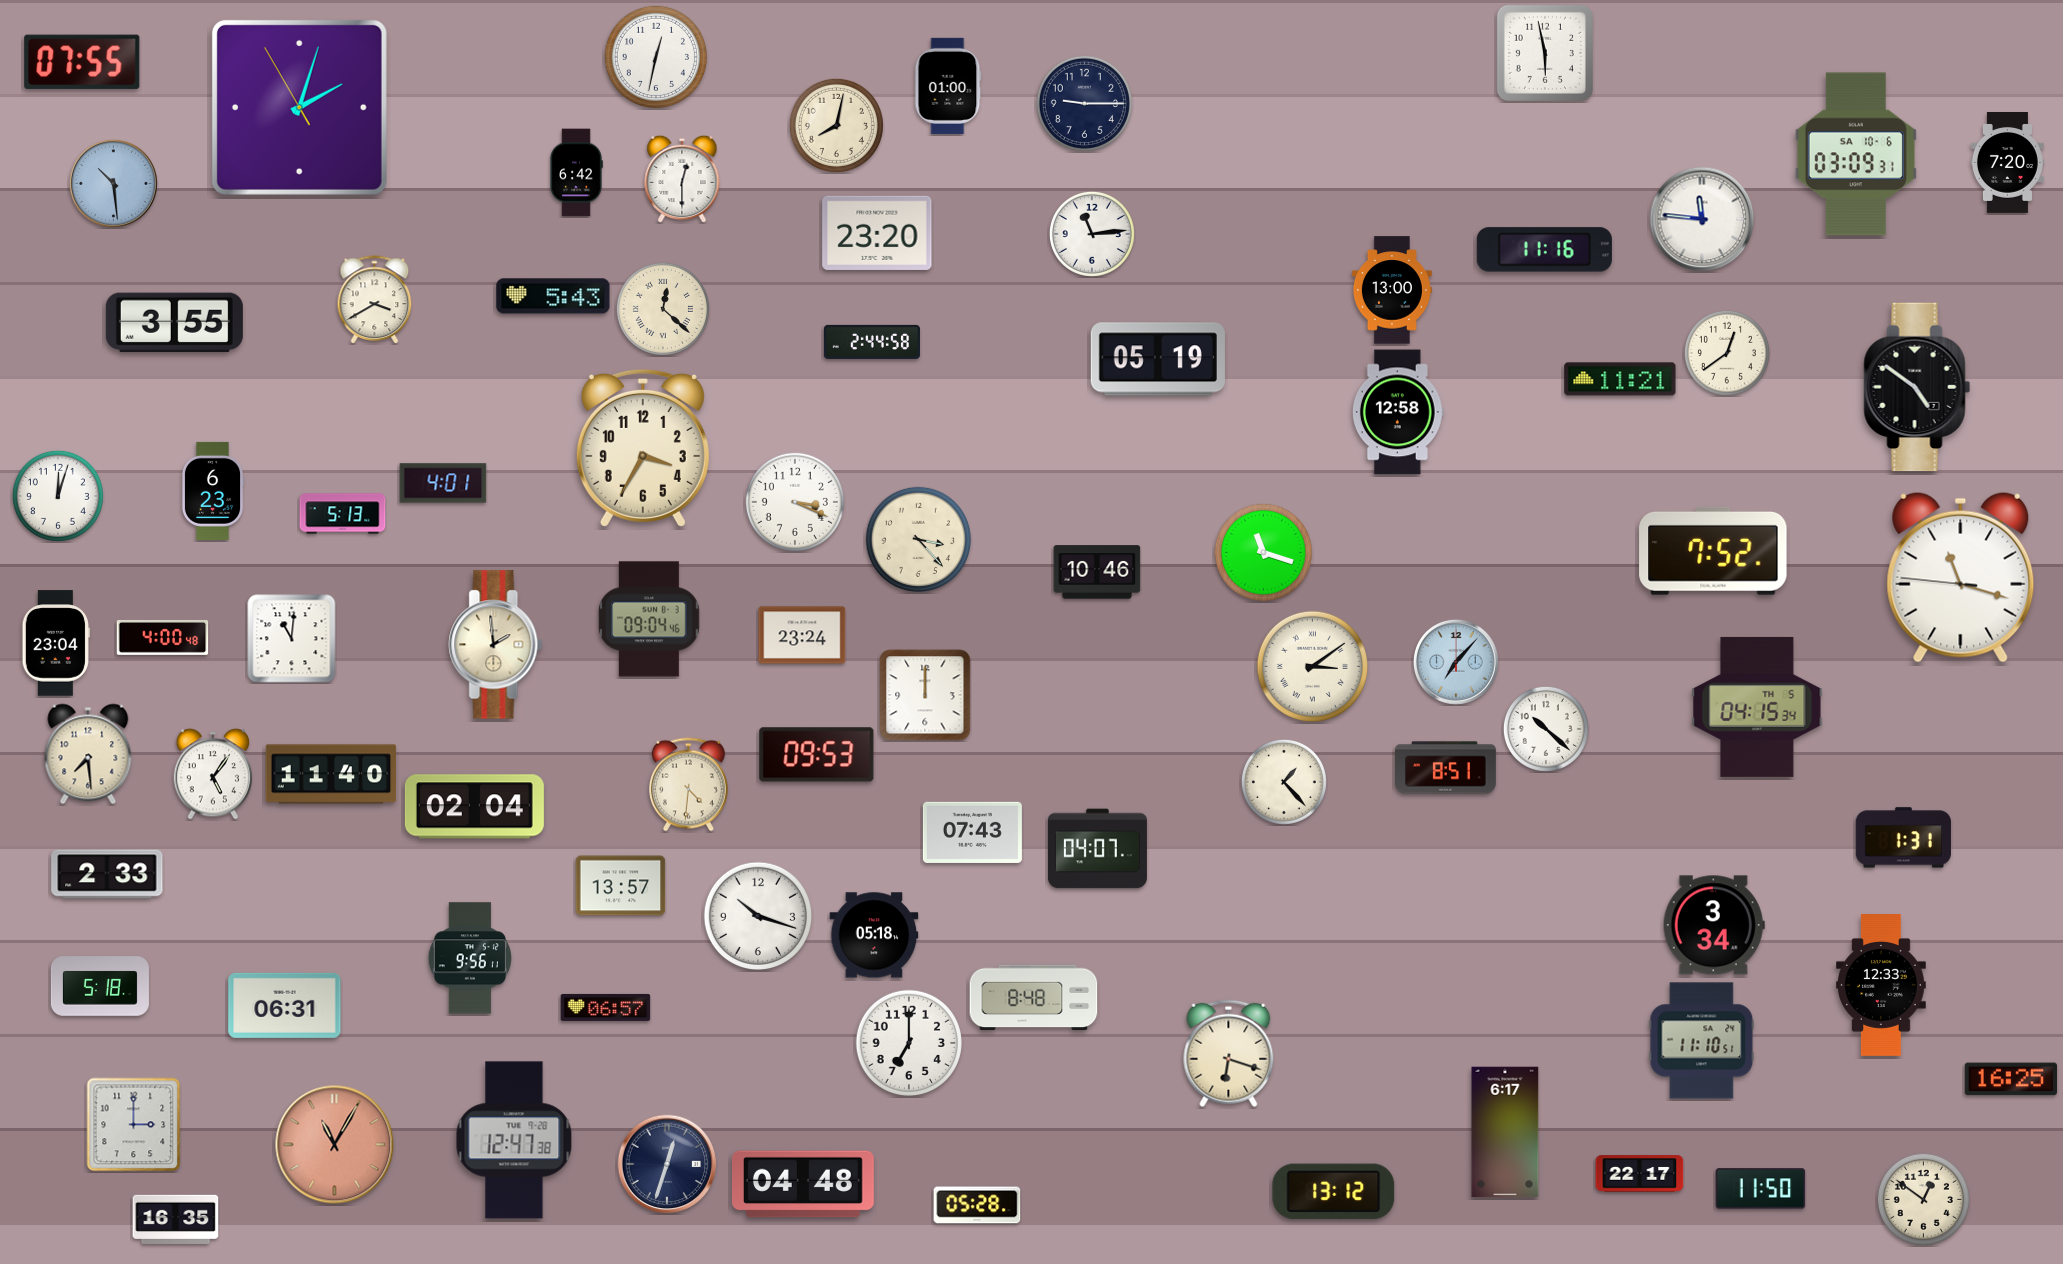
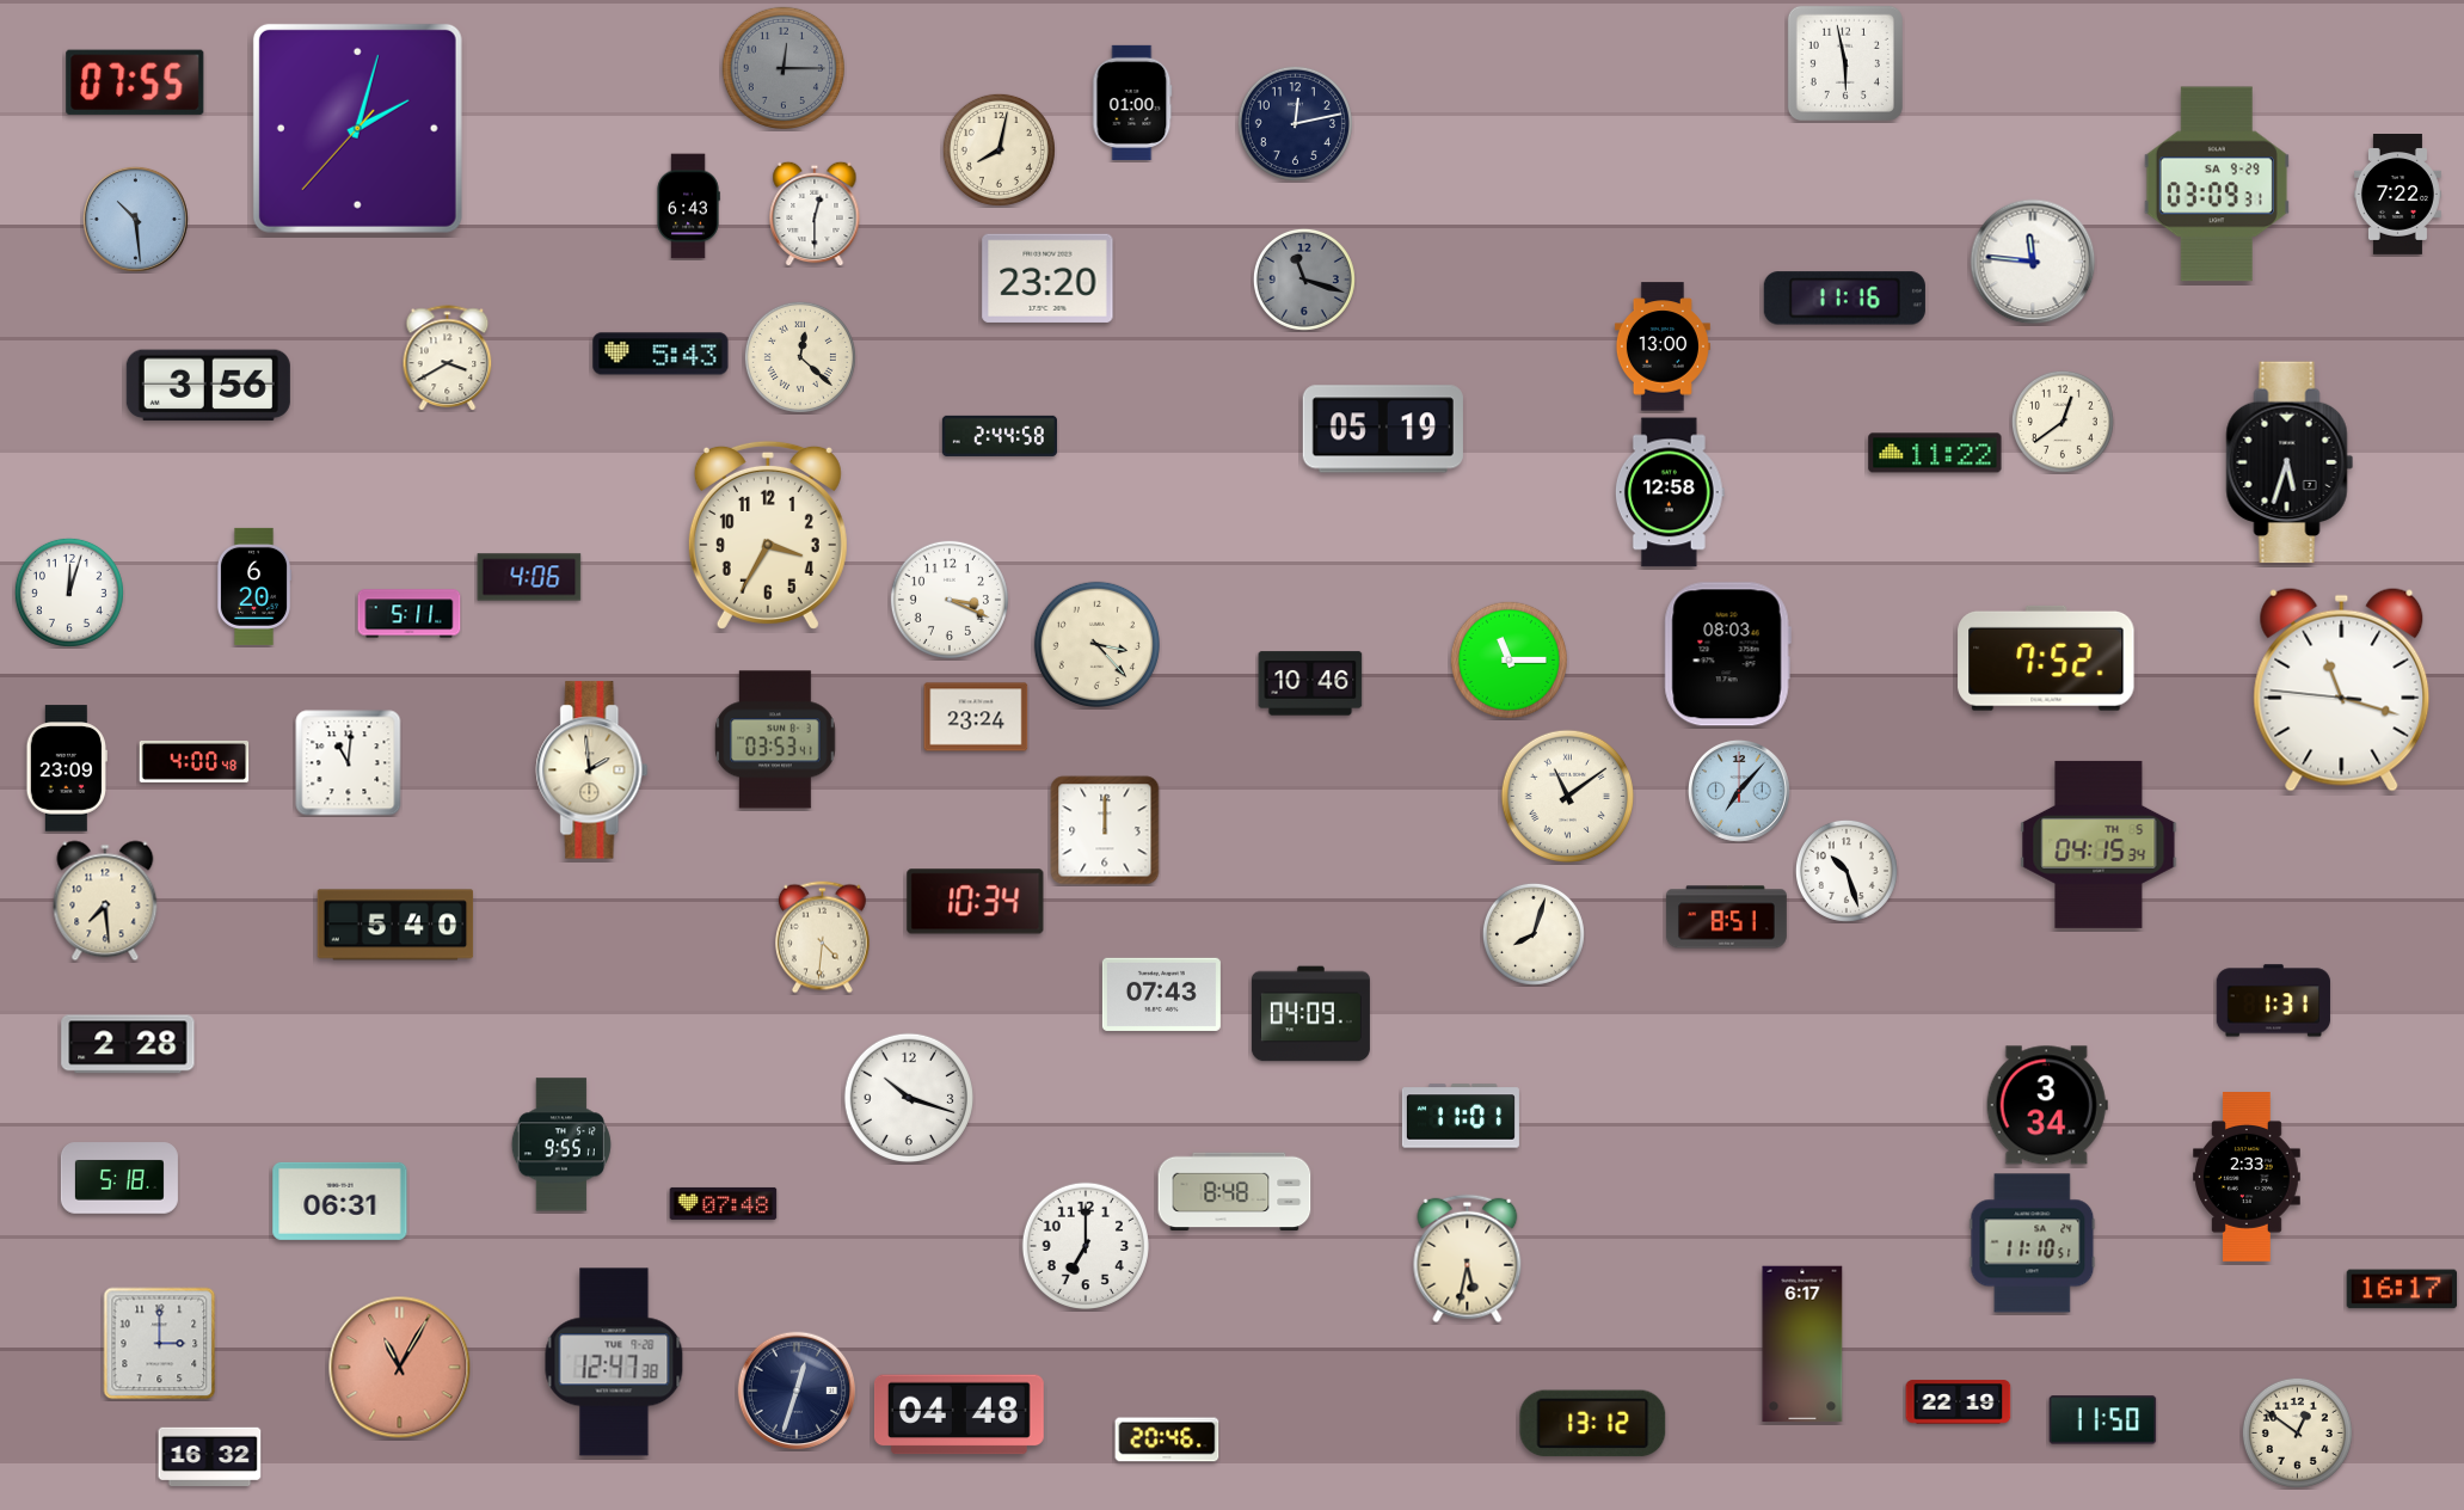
clock at (656, 57): 12:32 -> 12:15
clock at (656, 57) dial: white -> grey
clock at (82, 62) position: (82, 62) -> (135, 82)
clock at (1084, 103): 9:15 -> 12:13
clock at (299, 107): 2:02:55 -> 2:02:37
clock at (1856, 154) date: SA 10-6 -> SA 9-29
clock at (2007, 163): 7:20 -> 7:22
clock at (576, 173): 6:42 -> 6:43
clock at (1092, 234): 11:14 -> 11:18
clock at (1092, 234) dial: white -> grey
clock at (663, 309) position: (663, 309) -> (800, 357)
clock at (174, 323): 3:55 -> 3:56
clock at (872, 342) position: (872, 342) -> (1000, 436)
clock at (1620, 379): 11:21 -> 11:22
clock at (1917, 387): 4:51 -> 5:33
clock at (443, 483): 4:01 -> 4:06
clock at (213, 491): 6:23 -> 6:20
clock at (343, 514): 5:13 -> 5:11
clock at (1727, 655): none -> 08:03
clock at (1263, 552): 11:18 -> 11:15
clock at (649, 619): 09:04 -> 03:53
clock at (802, 635) position: (802, 635) -> (976, 717)
clock at (56, 643): 23:04 -> 23:09
clock at (1312, 666): 3:09 -> 11:09
clock at (1546, 729): 10:22 -> 10:27
clock at (817, 755): 09:53 -> 10:34
clock at (212, 774): 5:06 -> none
clock at (331, 774): 11:40 -> 5:40
clock at (1284, 782): 1:23 -> 8:03
clock at (474, 807): 02:04 -> none
clock at (1097, 849): 04:07 -> 04:09
clock at (107, 874): 2:33 -> 2:28
clock at (621, 886): 13:57 -> none
clock at (757, 915) position: (757, 915) -> (908, 1097)
clock at (1461, 1116): none -> 11:01
clock at (874, 935): 05:18 -> none
clock at (470, 958): 9:56 -> 9:55
clock at (1882, 986): 12:33 -> 2:33
clock at (606, 1007): 06:57 -> 07:48
clock at (1229, 1054): 6:18 -> 5:32
clock at (2011, 1079): 16:25 -> 16:17
clock at (1505, 1132) position: (1505, 1132) -> (1802, 1344)
clock at (1640, 1174): 22:17 -> 22:19
clock at (977, 1205): 05:28 -> 20:46
clock at (176, 1219): 16:35 -> 16:32
